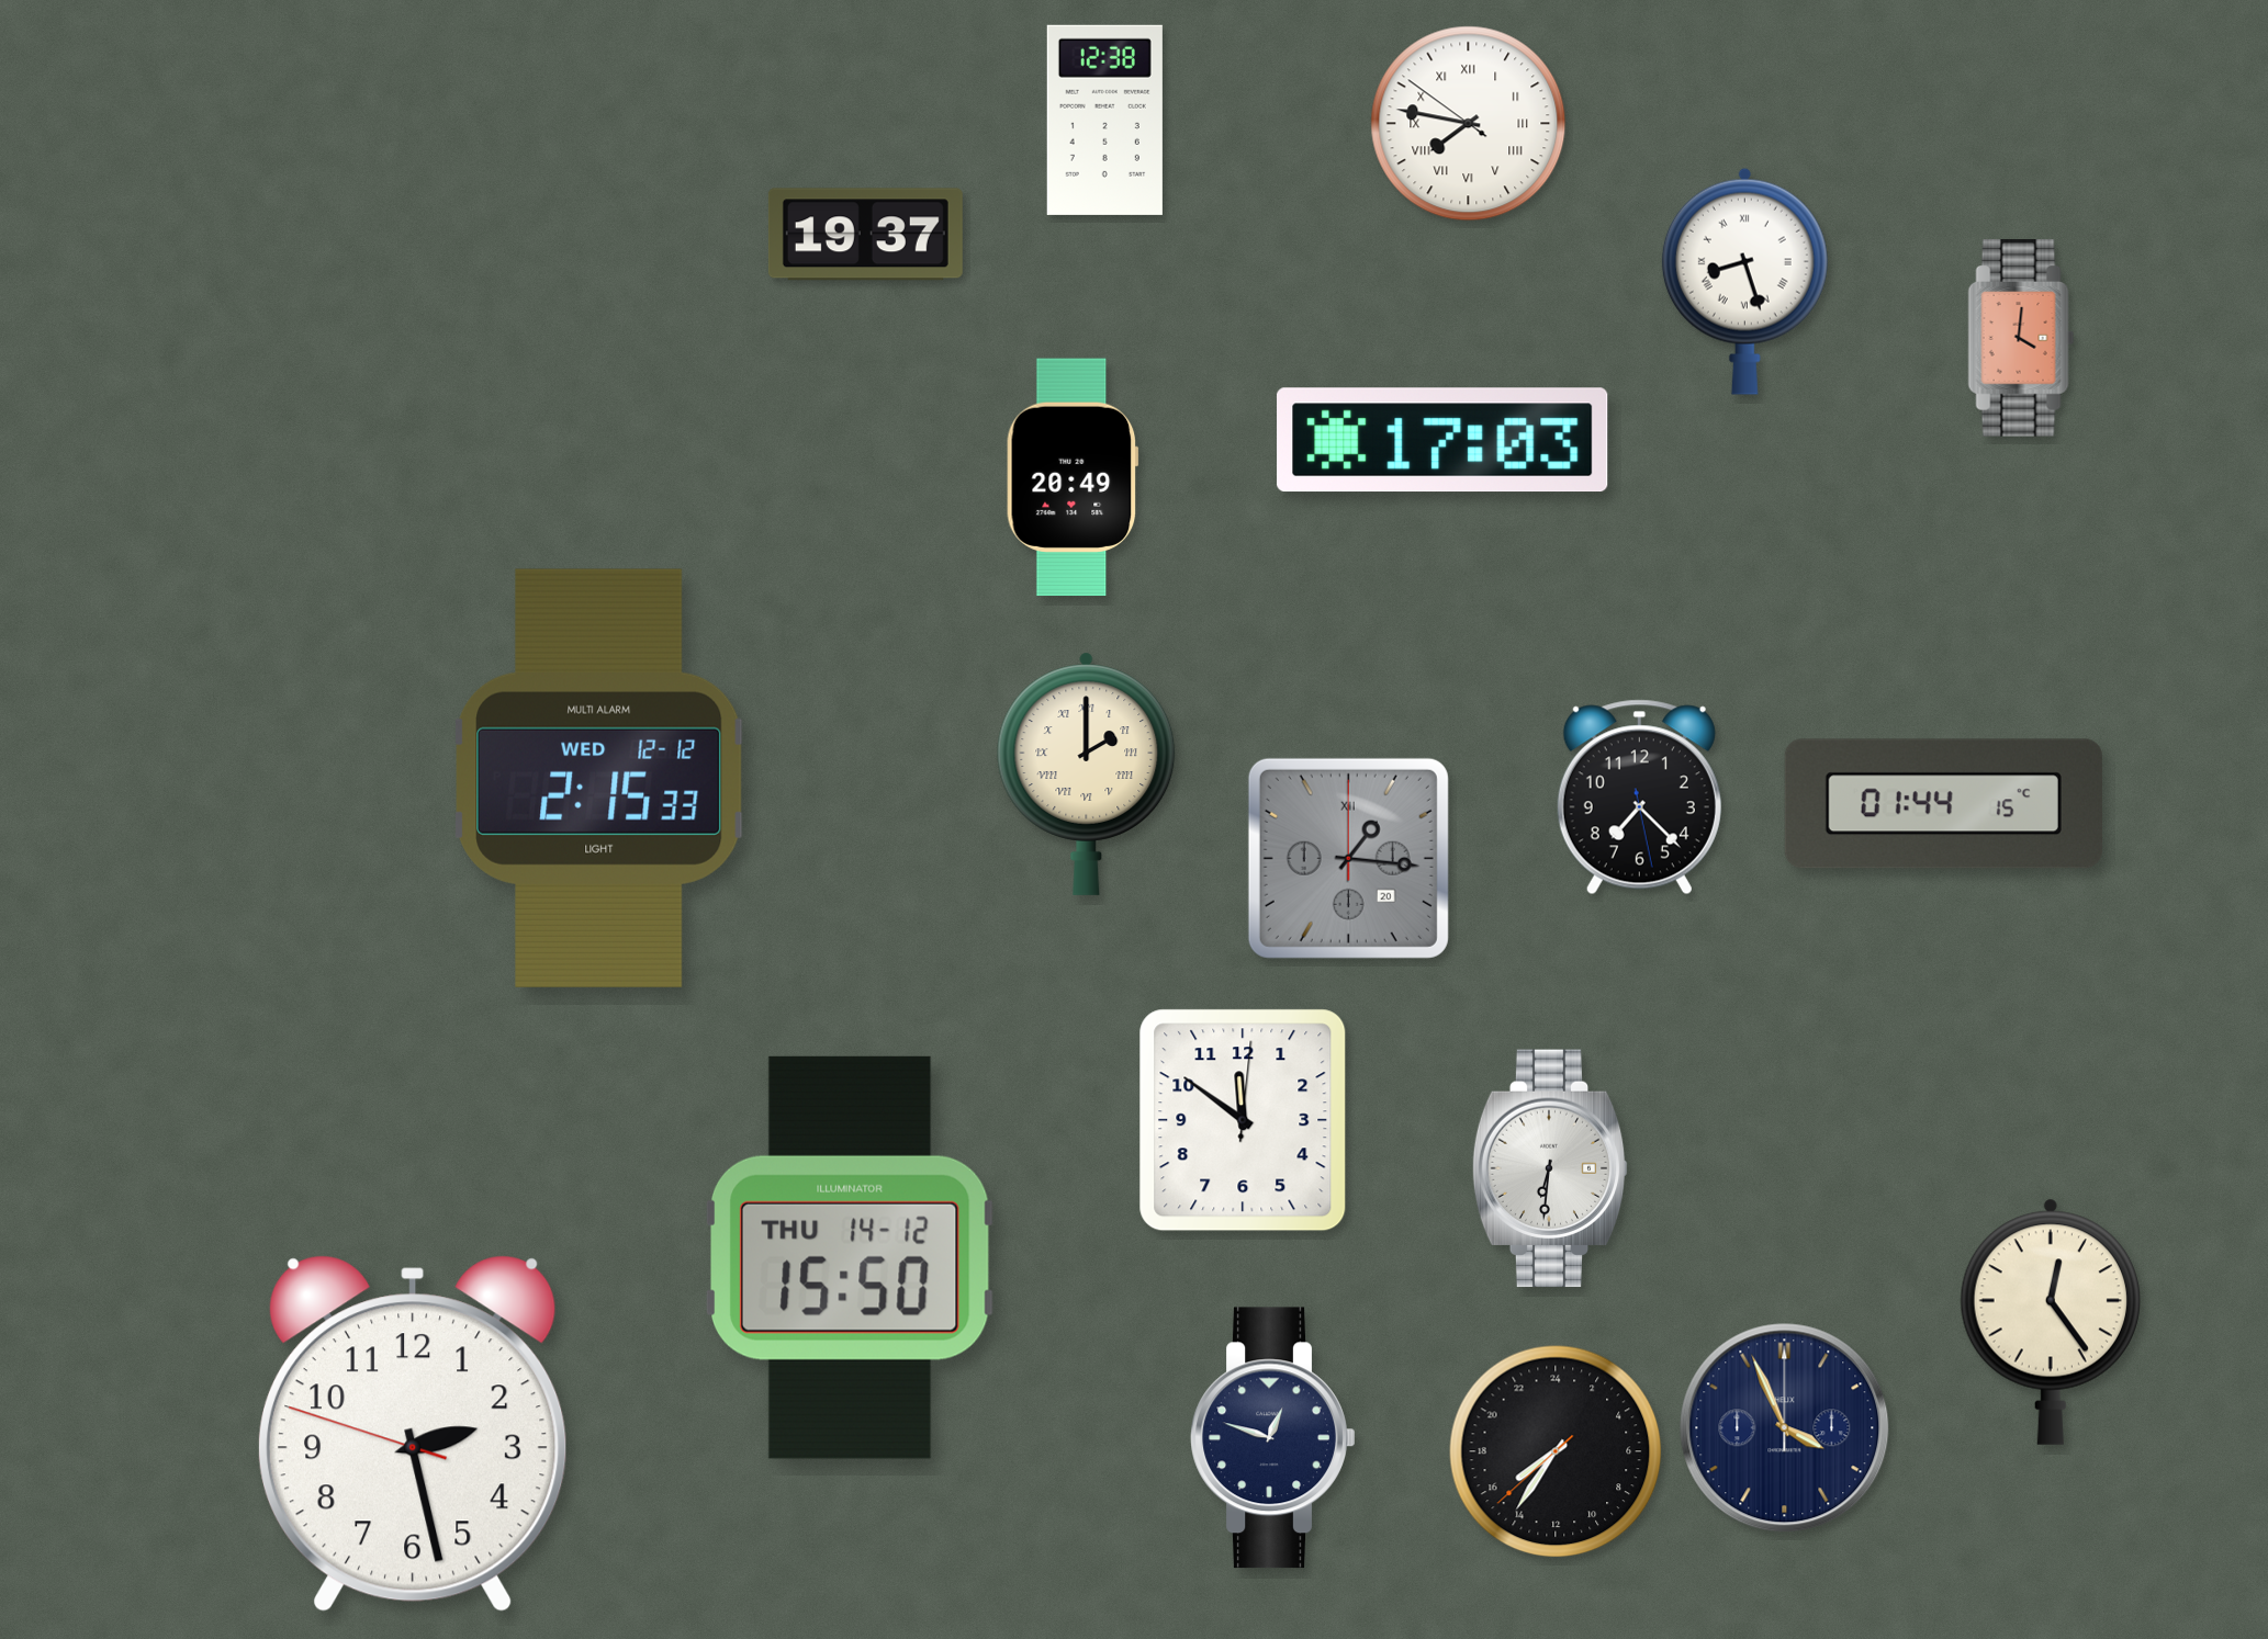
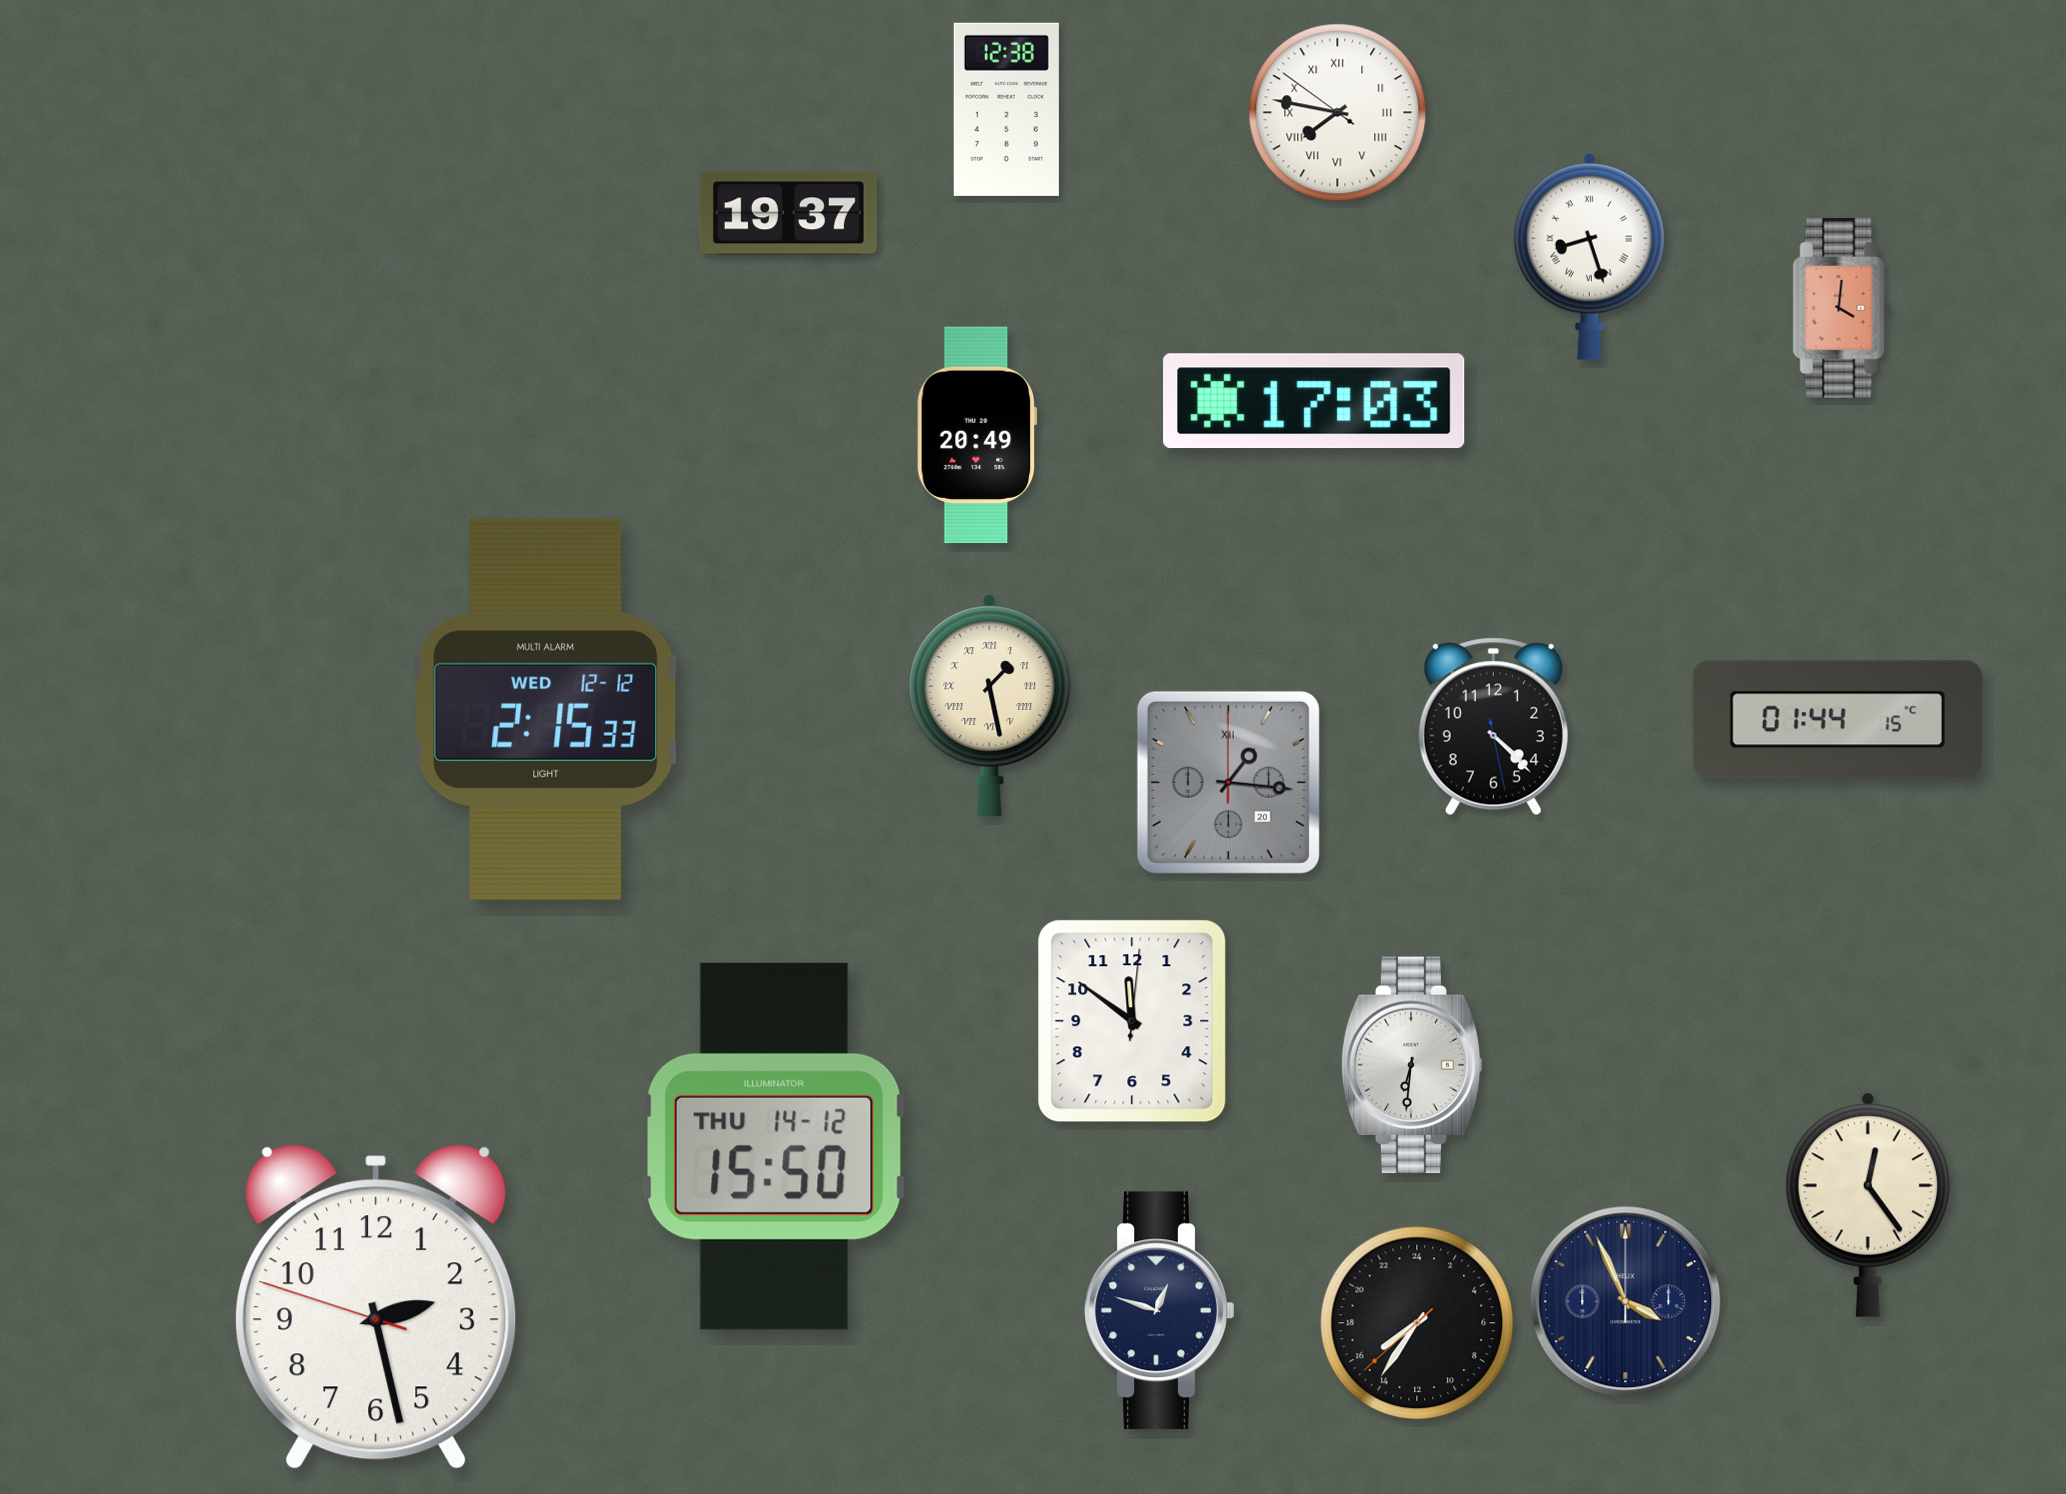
clock at (1087, 773): 2:00 -> 1:28
clock at (1639, 798): 7:22 -> 4:22
clock at (1943, 804) position: (1943, 804) -> (1837, 720)
